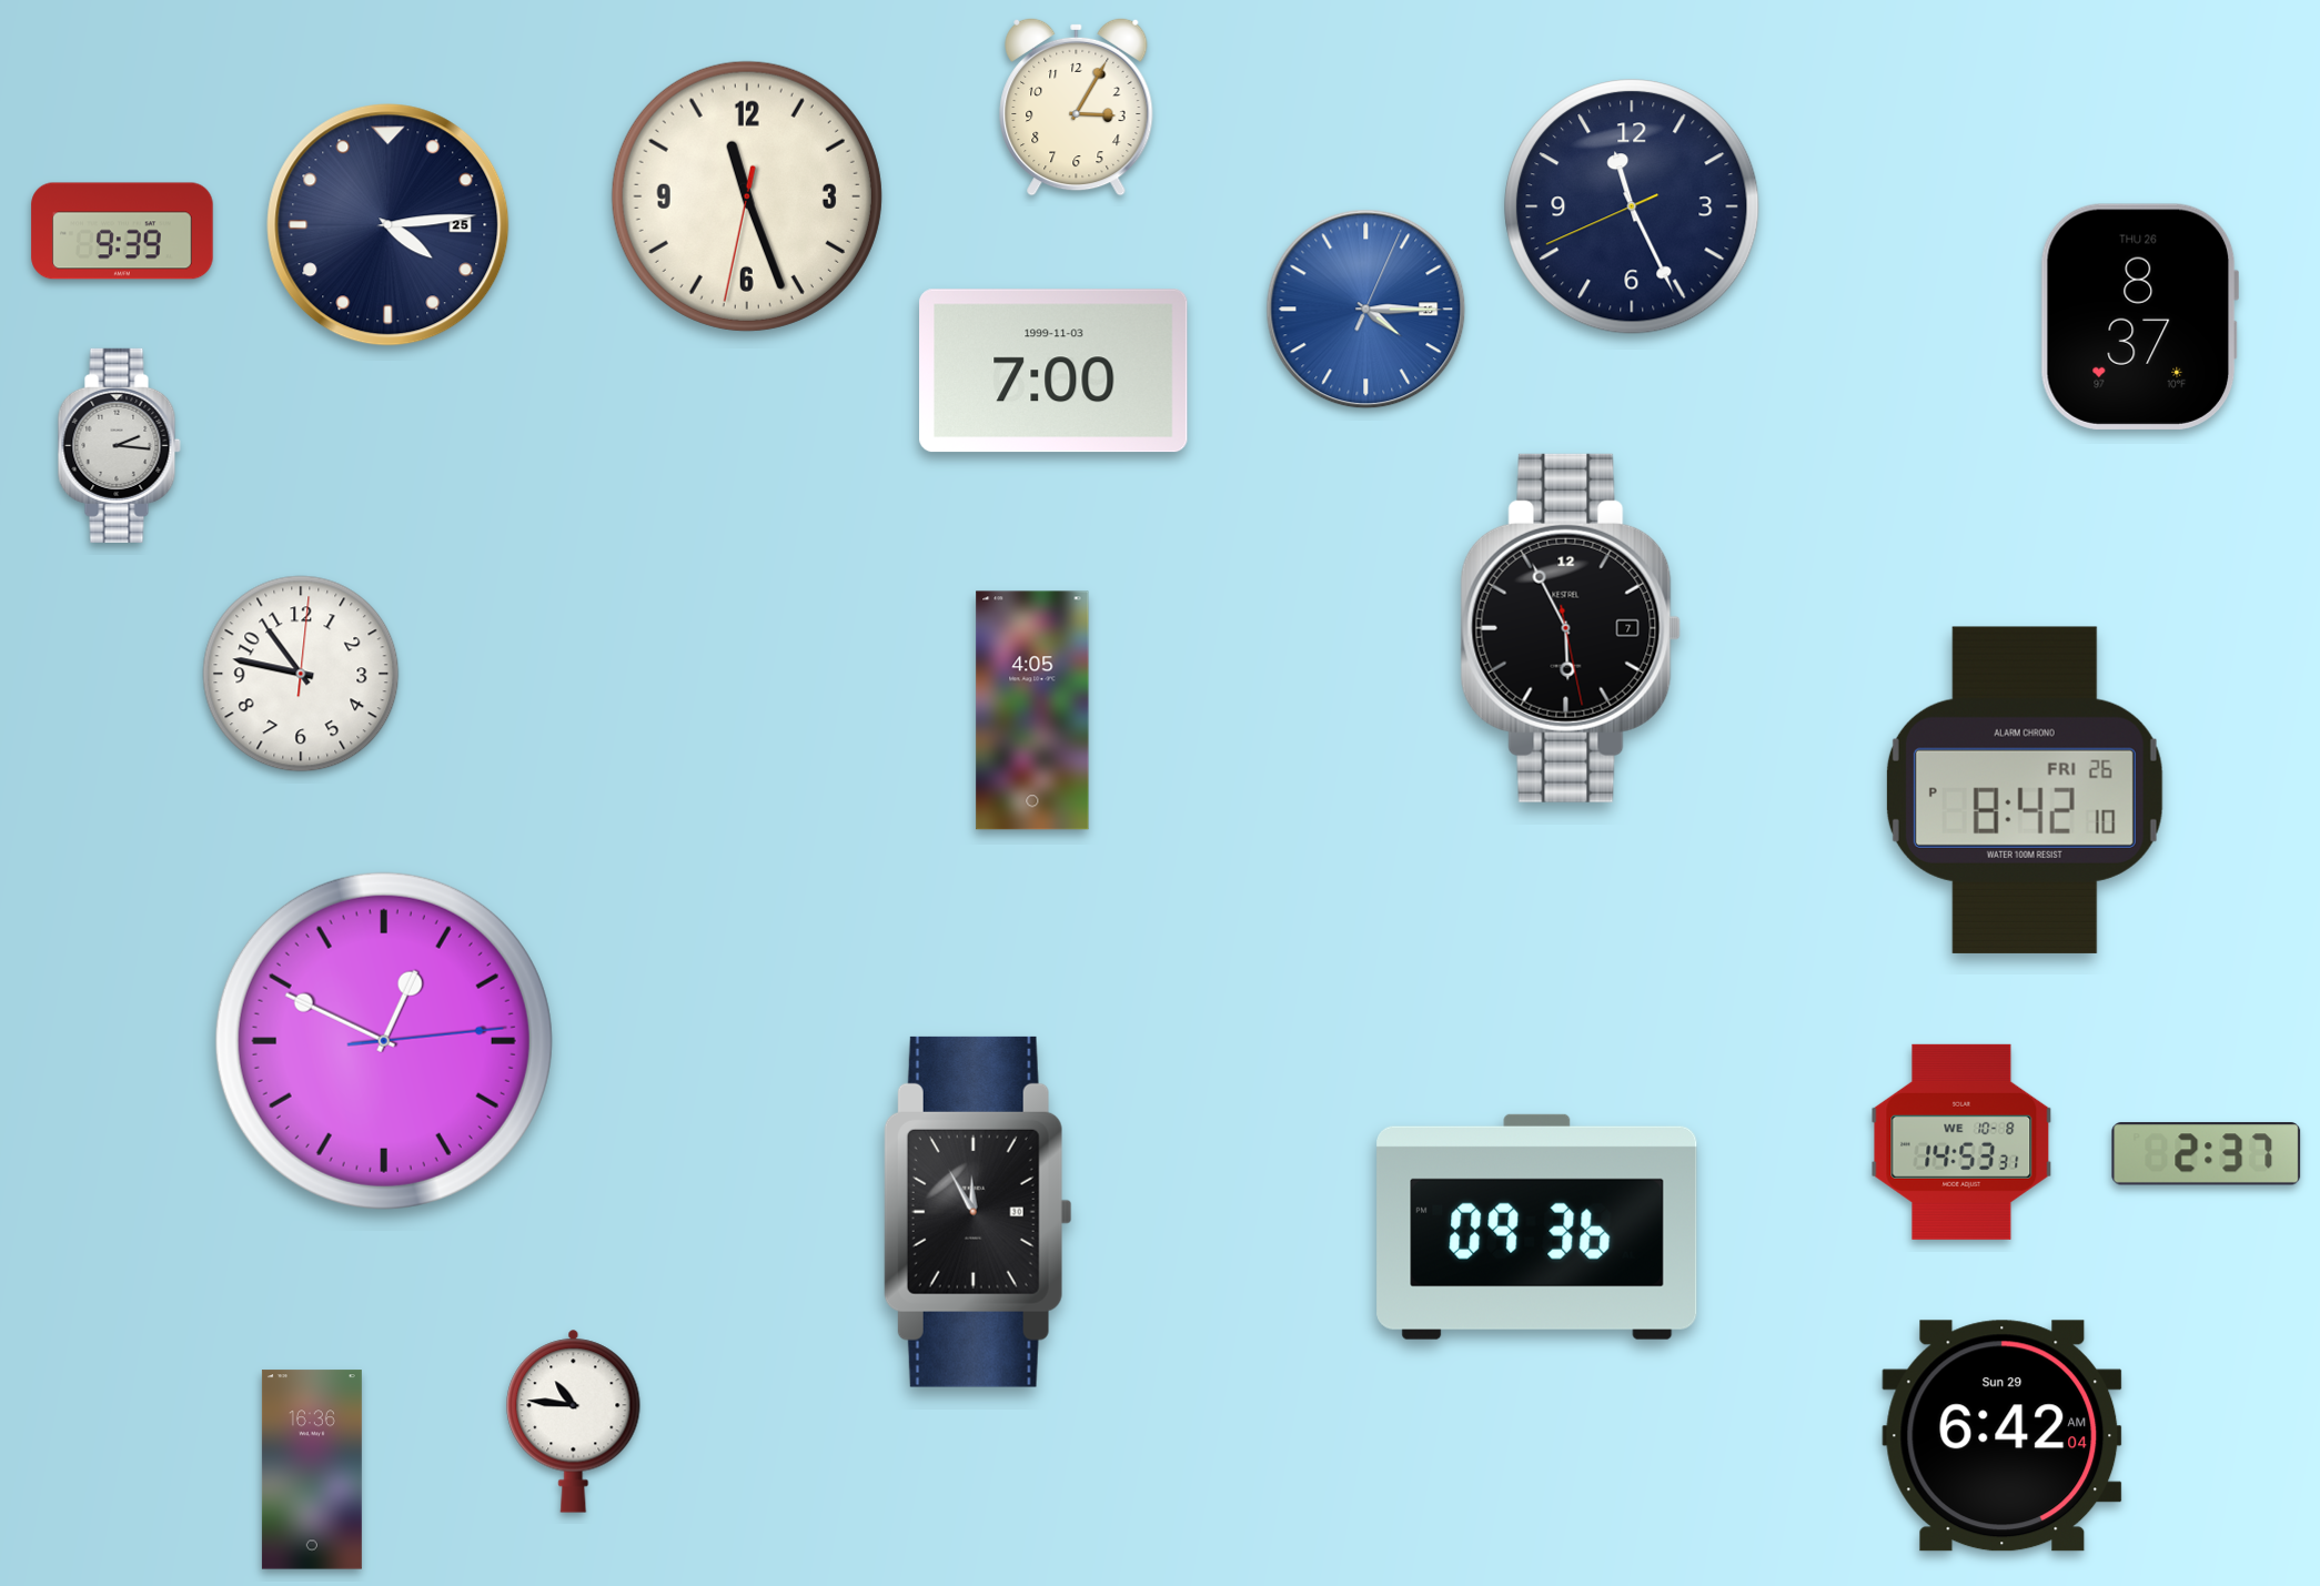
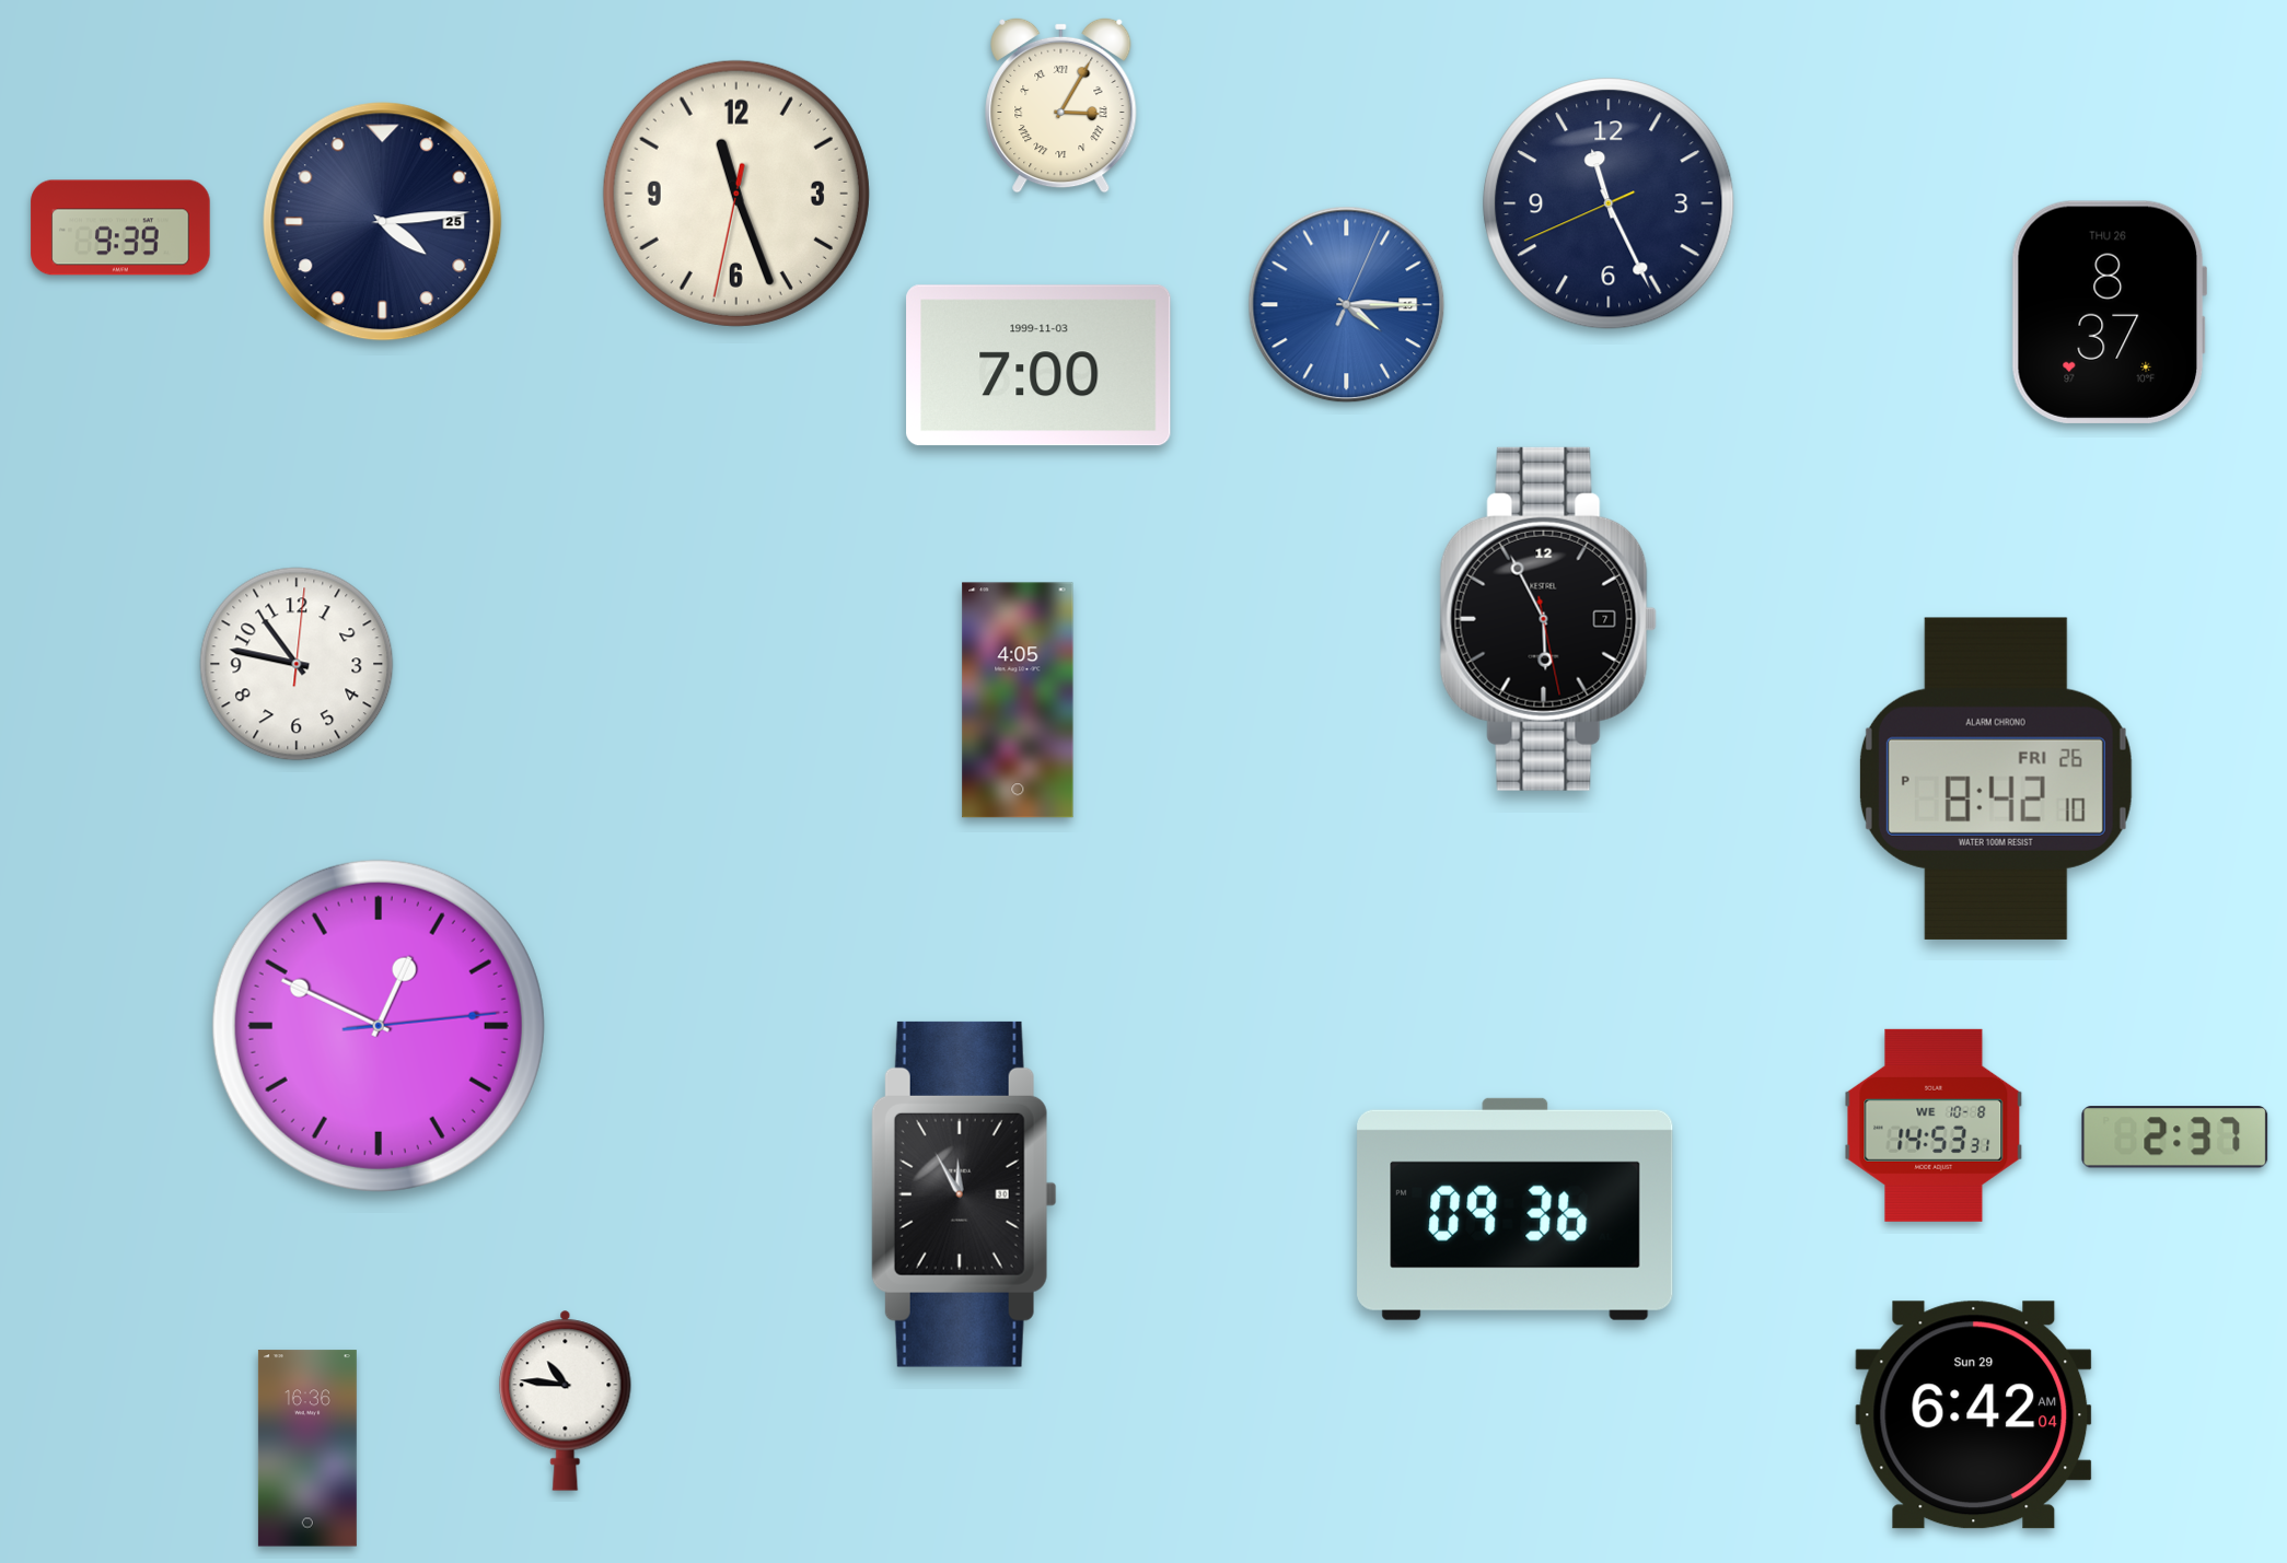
clock at (1077, 107) numerals: Arabic -> Roman
clock at (119, 445): 2:16 -> none
